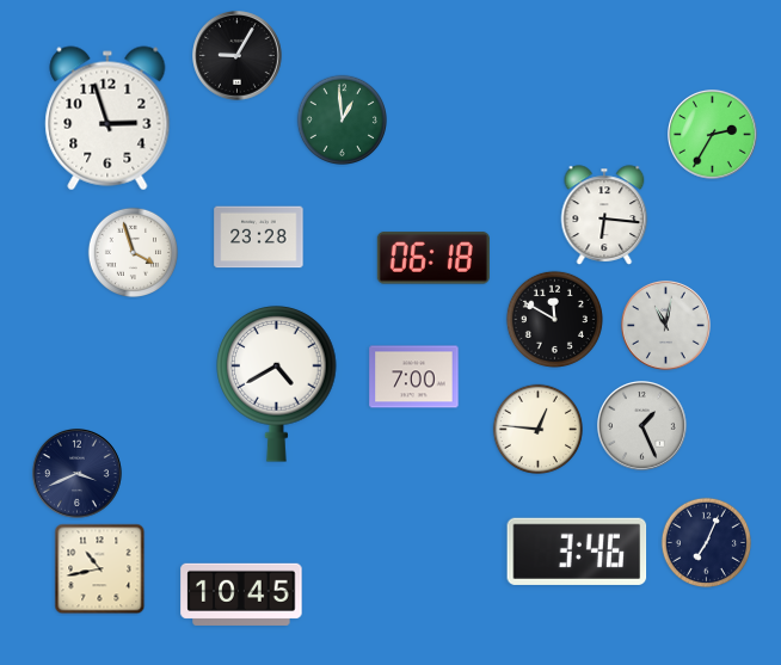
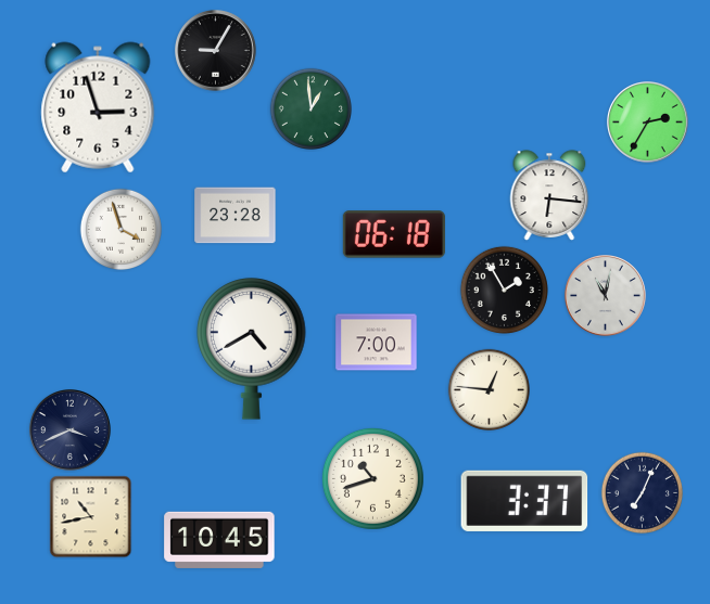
clock at (554, 319): 11:50 -> 1:55
clock at (642, 426): 1:26 -> none
clock at (372, 478): none -> 10:42
clock at (577, 552): 3:46 -> 3:37
